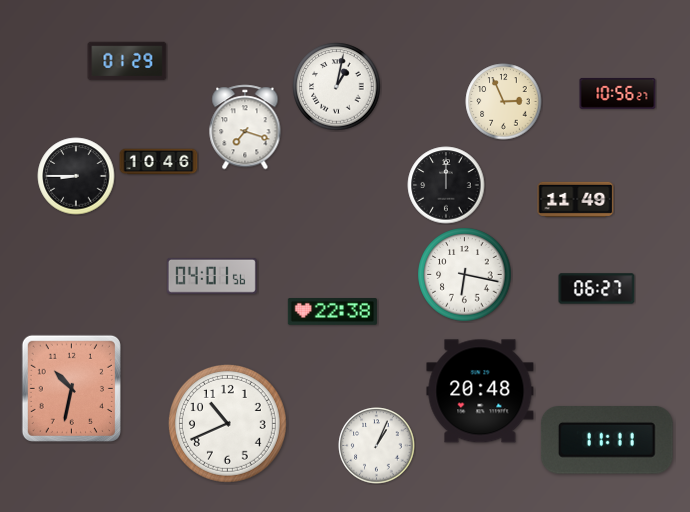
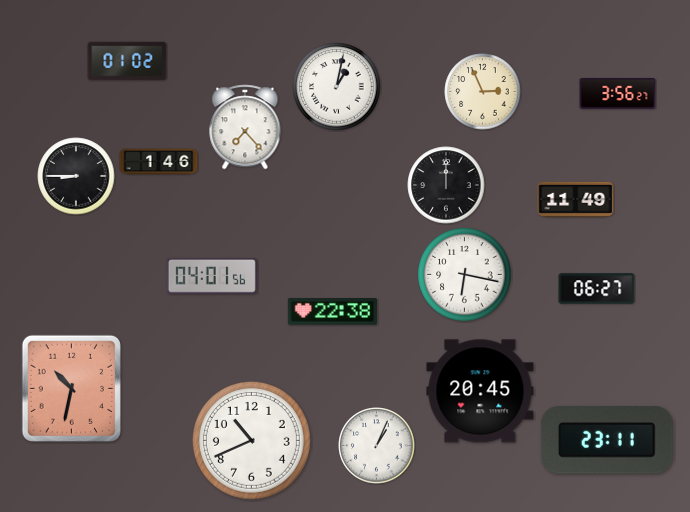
clock at (127, 61): 01:29 -> 01:02
clock at (618, 93): 10:56 -> 3:56
clock at (504, 102) position: (504, 102) -> (483, 92)
clock at (245, 127): 7:18 -> 7:23
clock at (159, 162): 10:46 -> 1:46
clock at (480, 391): 20:48 -> 20:45
clock at (227, 423) position: (227, 423) -> (251, 440)
clock at (607, 441): 11:11 -> 23:11
